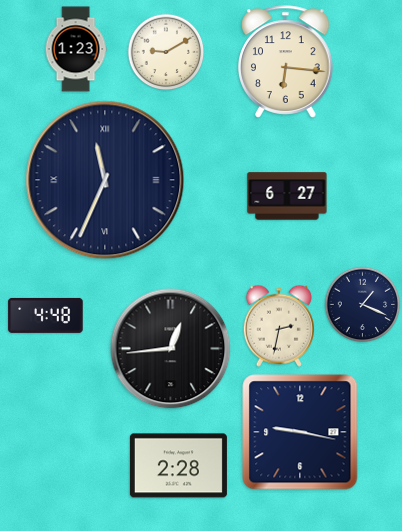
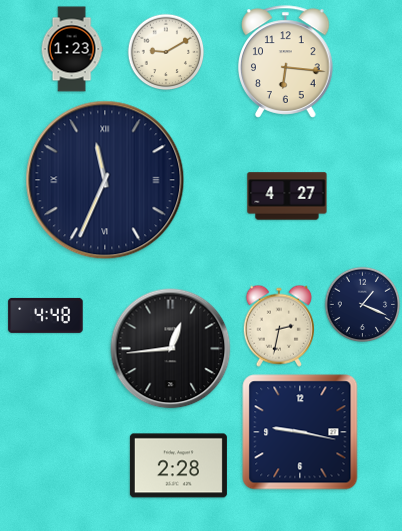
clock at (76, 49) position: (76, 49) -> (72, 49)
clock at (287, 196): 6:27 -> 4:27
